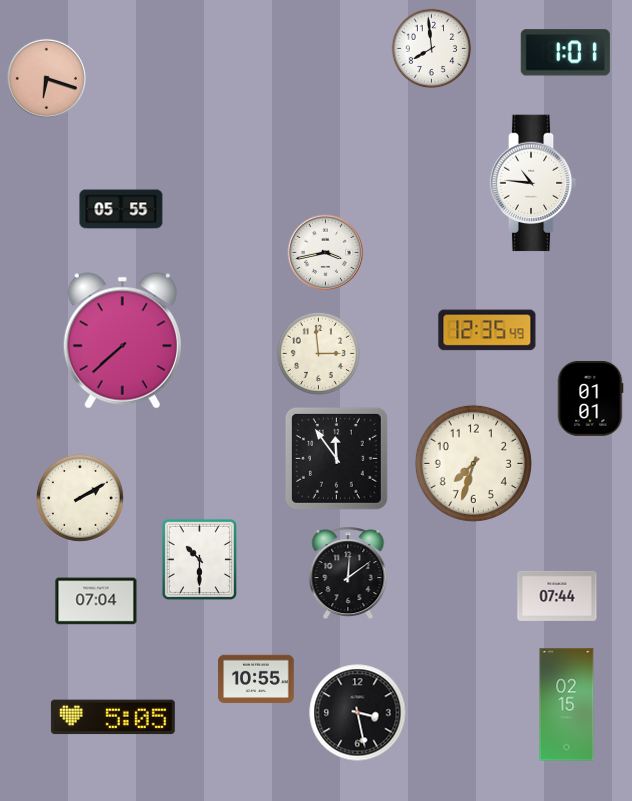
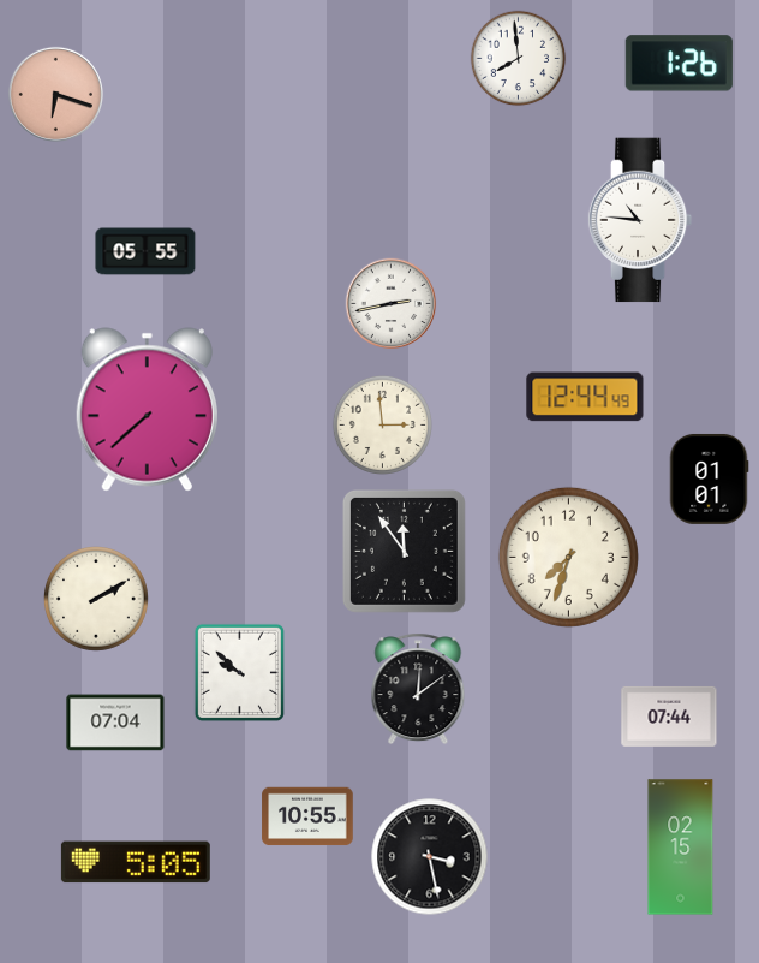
clock at (565, 53): 1:01 -> 1:26
clock at (326, 253): 3:43 -> 2:43
clock at (487, 330): 12:35 -> 12:44
clock at (199, 559): 10:30 -> 9:52
